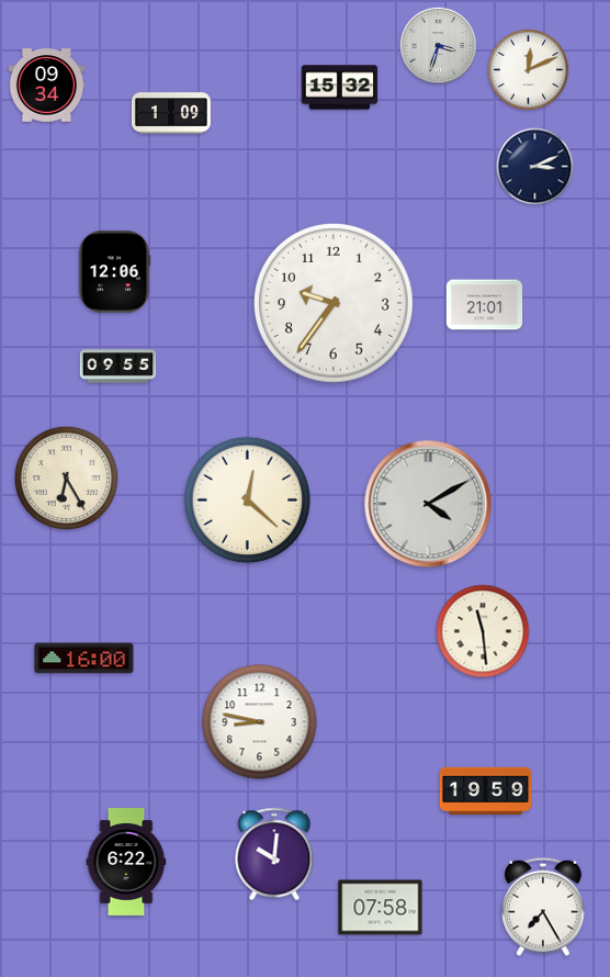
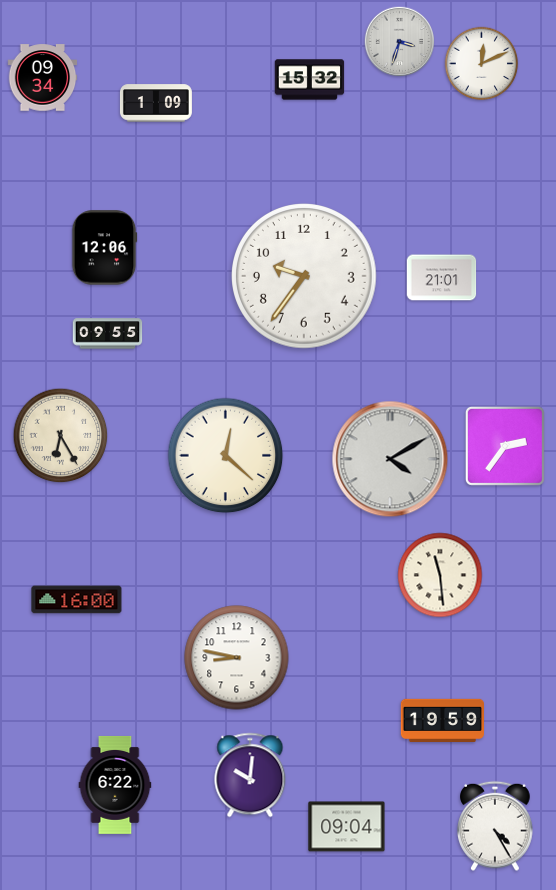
clock at (535, 167): 3:11 -> none
clock at (505, 446): none -> 2:36
clock at (274, 854) position: (274, 854) -> (250, 775)
clock at (544, 907): 7:25 -> 4:25
clock at (381, 908): 07:58 -> 09:04
